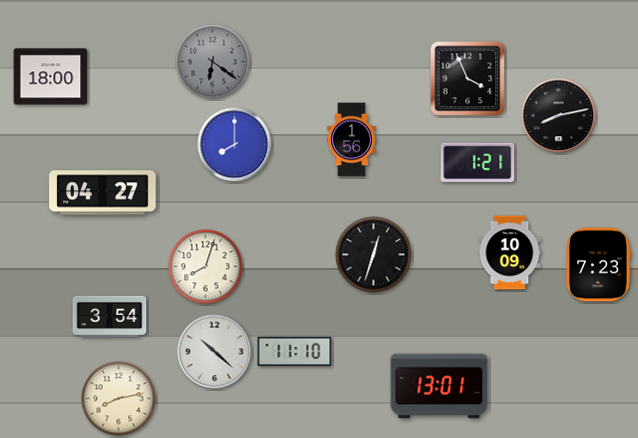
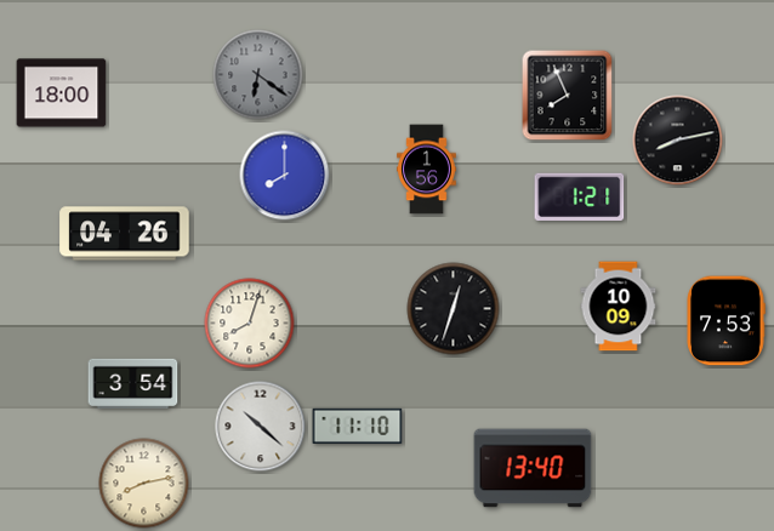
clock at (468, 79): 3:56 -> 7:56
clock at (103, 193): 04:27 -> 04:26
clock at (598, 265): 7:23 -> 7:53
clock at (439, 386): 13:01 -> 13:40
